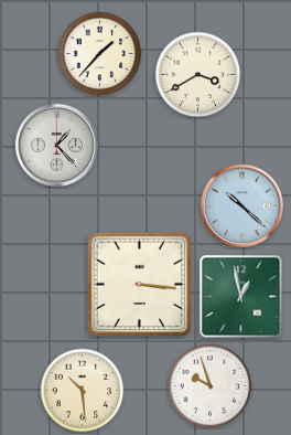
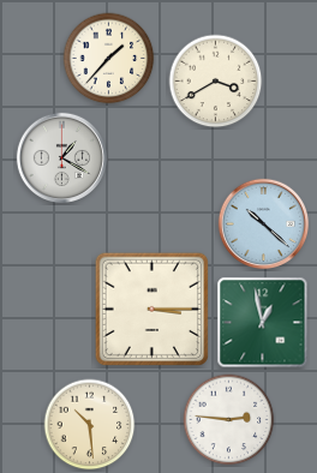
clock at (56, 145): 1:23 -> 1:20
clock at (139, 284): 3:16 -> 3:15
clock at (211, 386): 9:57 -> 2:46
